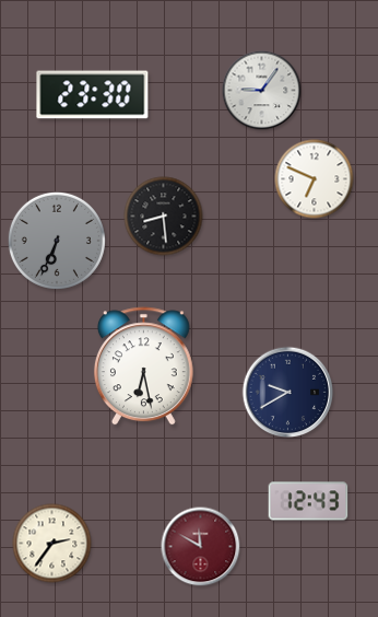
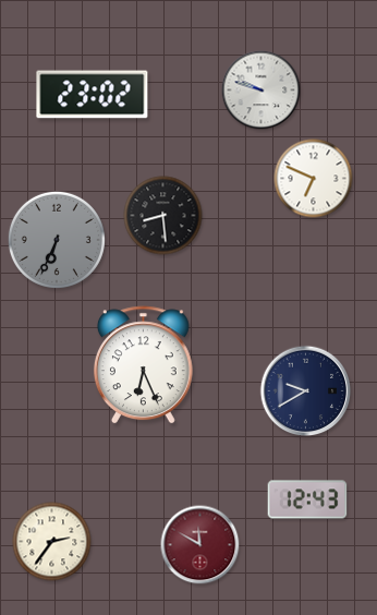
clock at (262, 91): 9:06 -> 9:48
clock at (93, 95): 23:30 -> 23:02
clock at (143, 366): 6:28 -> 6:26
clock at (288, 393) position: (288, 393) -> (306, 391)
